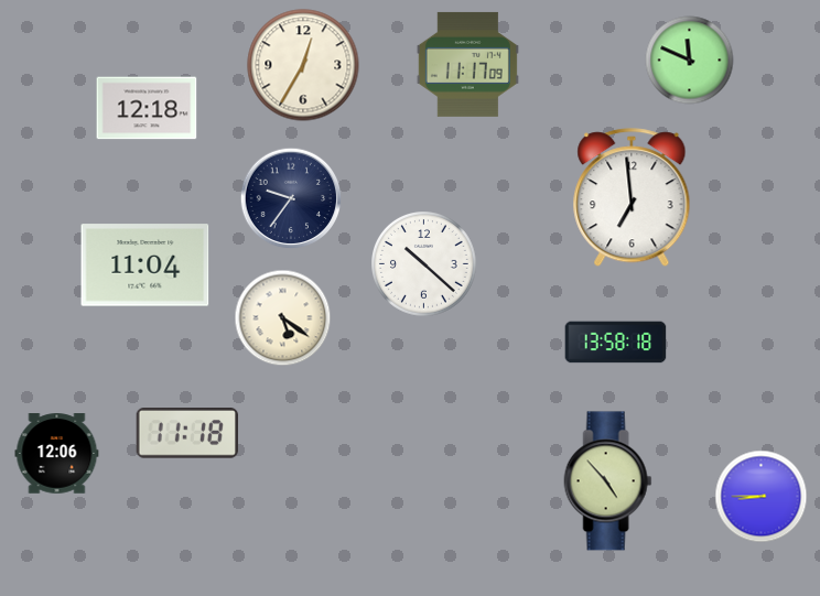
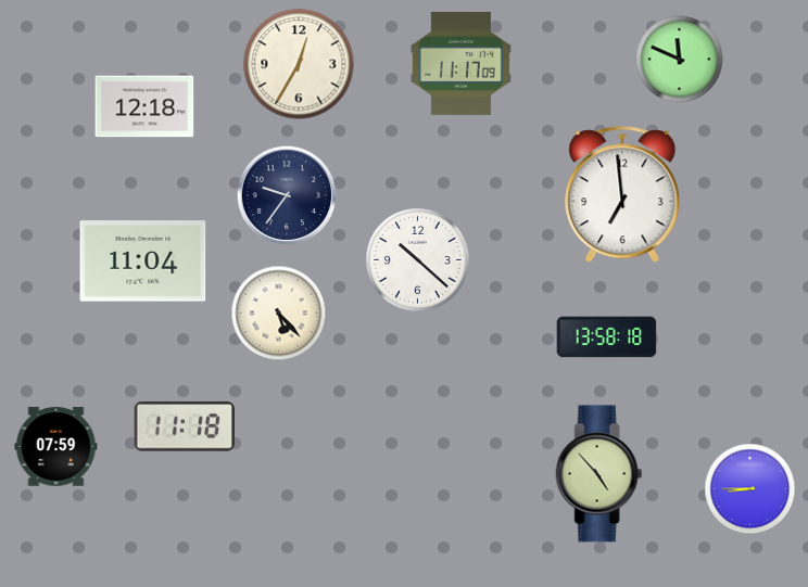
clock at (283, 318): 5:21 -> 5:23
clock at (57, 454): 12:06 -> 07:59
